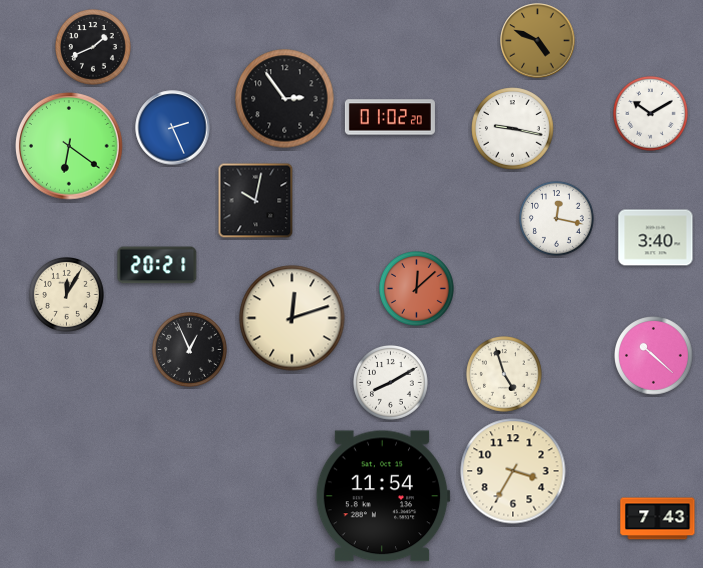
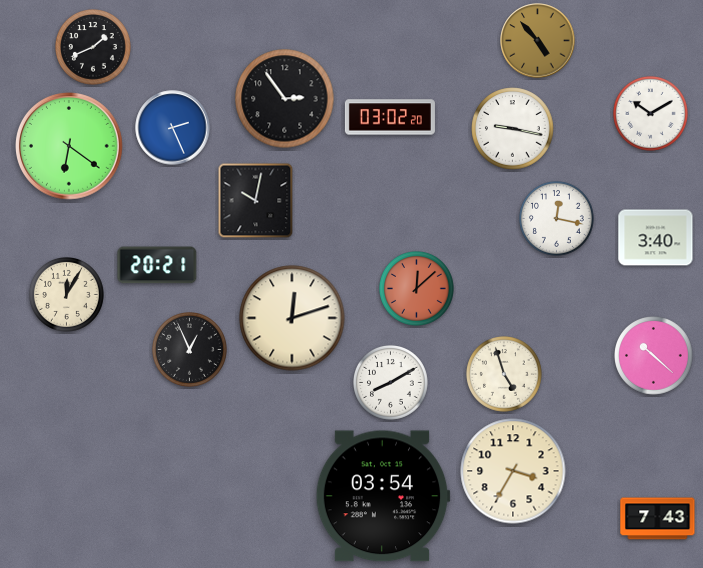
clock at (538, 41): 4:49 -> 4:53
clock at (390, 117): 01:02 -> 03:02
clock at (383, 496): 11:54 -> 03:54
